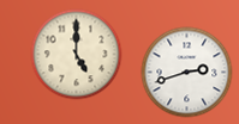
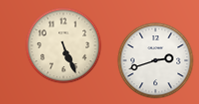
clock at (77, 55): 5:00 -> 5:26
